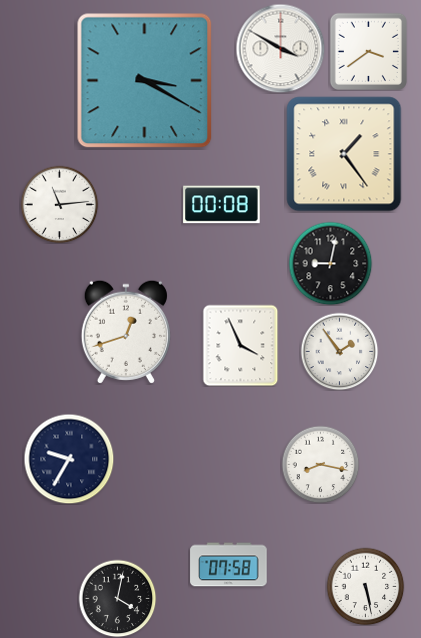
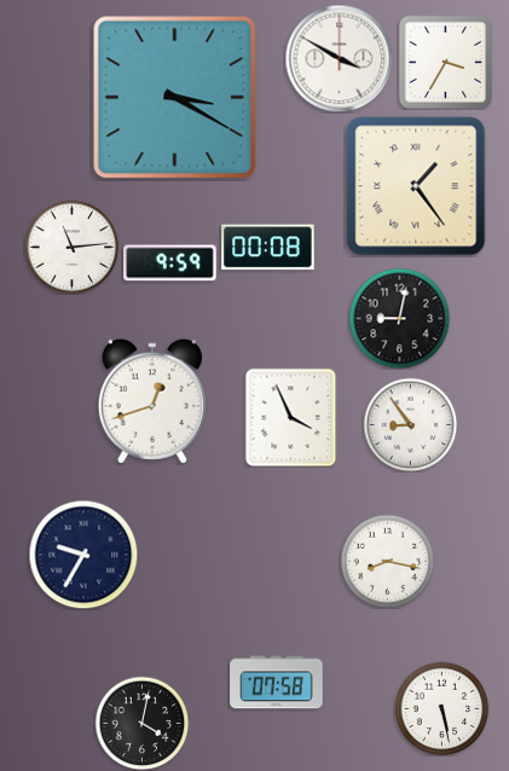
clock at (368, 51): 3:39 -> 3:35
clock at (170, 263): none -> 9:59
clock at (339, 351): 1:54 -> 8:54
